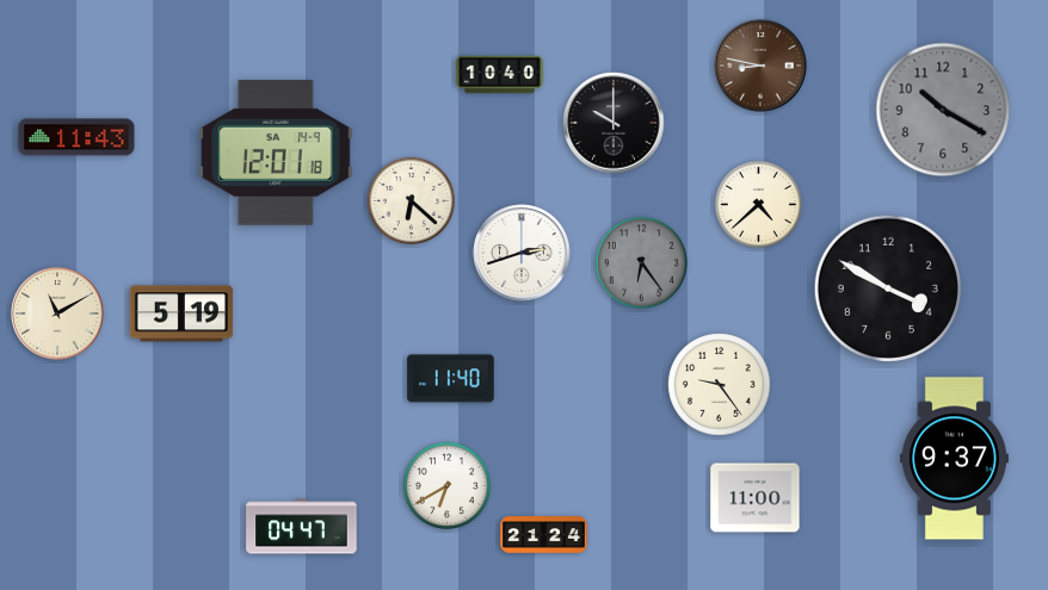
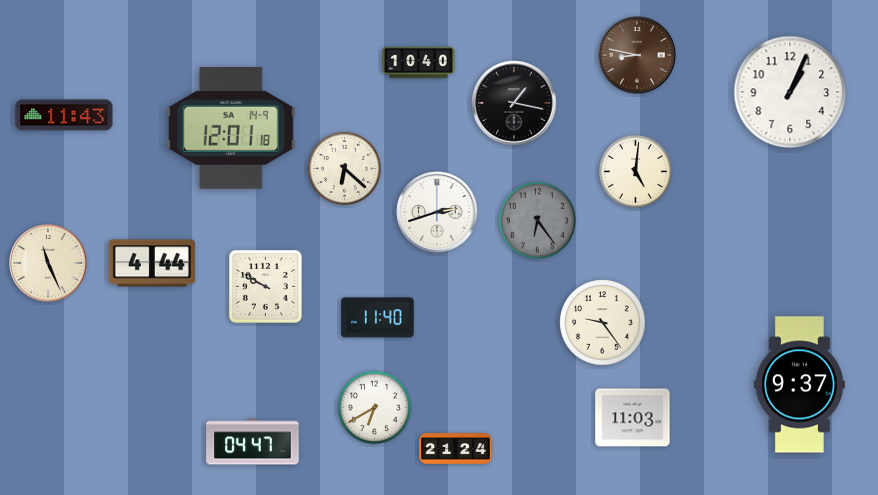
clock at (943, 110): 10:20 -> 1:04
clock at (943, 110) dial: grey -> white
clock at (614, 123): 10:00 -> 1:17
clock at (758, 204): 4:38 -> 5:01
clock at (888, 288): 3:50 -> none
clock at (57, 313): 11:10 -> 11:26
clock at (181, 313): 5:19 -> 4:44
clock at (265, 286): none -> 9:50
clock at (756, 498): 11:00 -> 11:03
